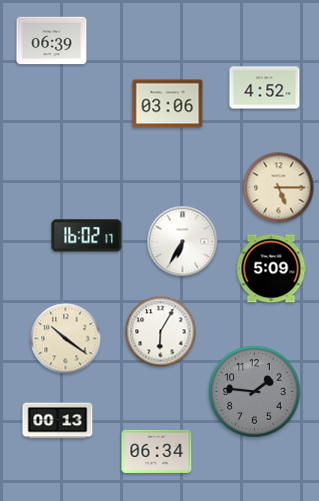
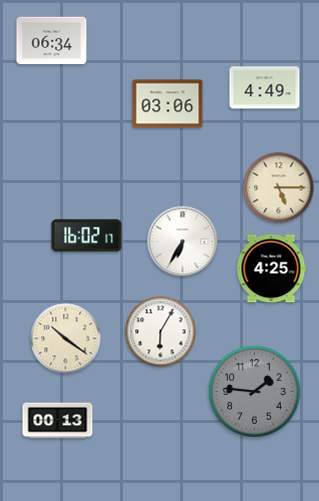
clock at (52, 41): 06:39 -> 06:34
clock at (265, 88): 4:52 -> 4:49
clock at (271, 269): 5:09 -> 4:25
clock at (157, 451): 06:34 -> none
